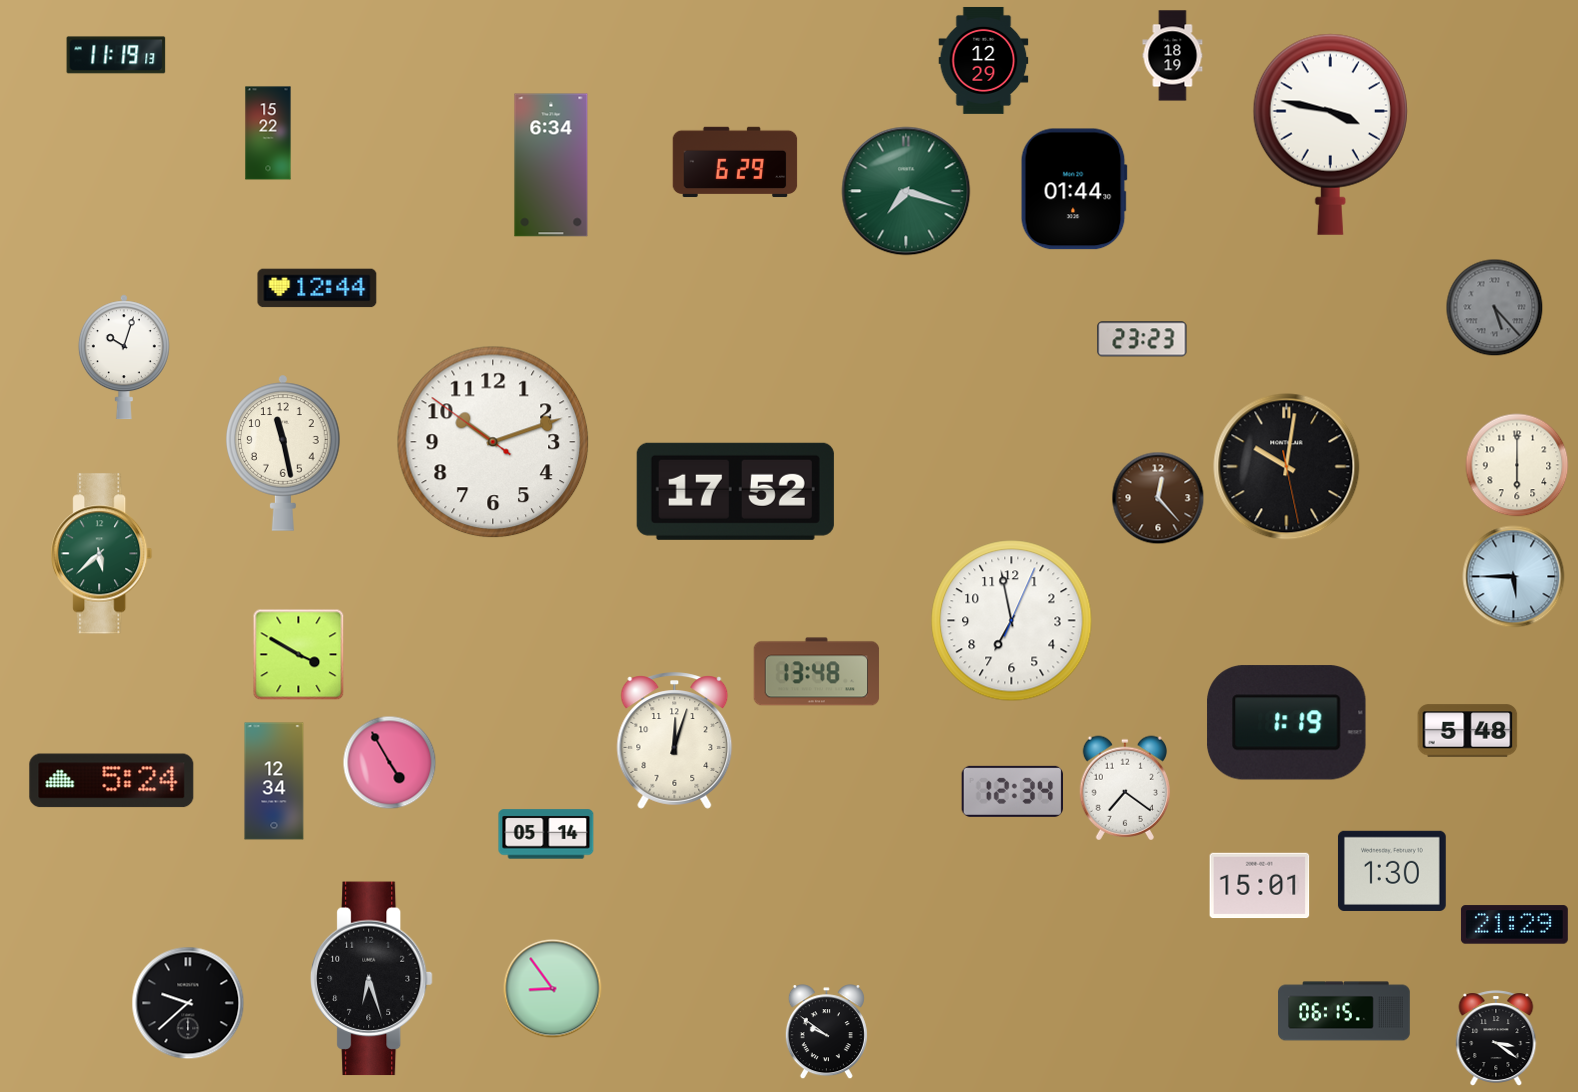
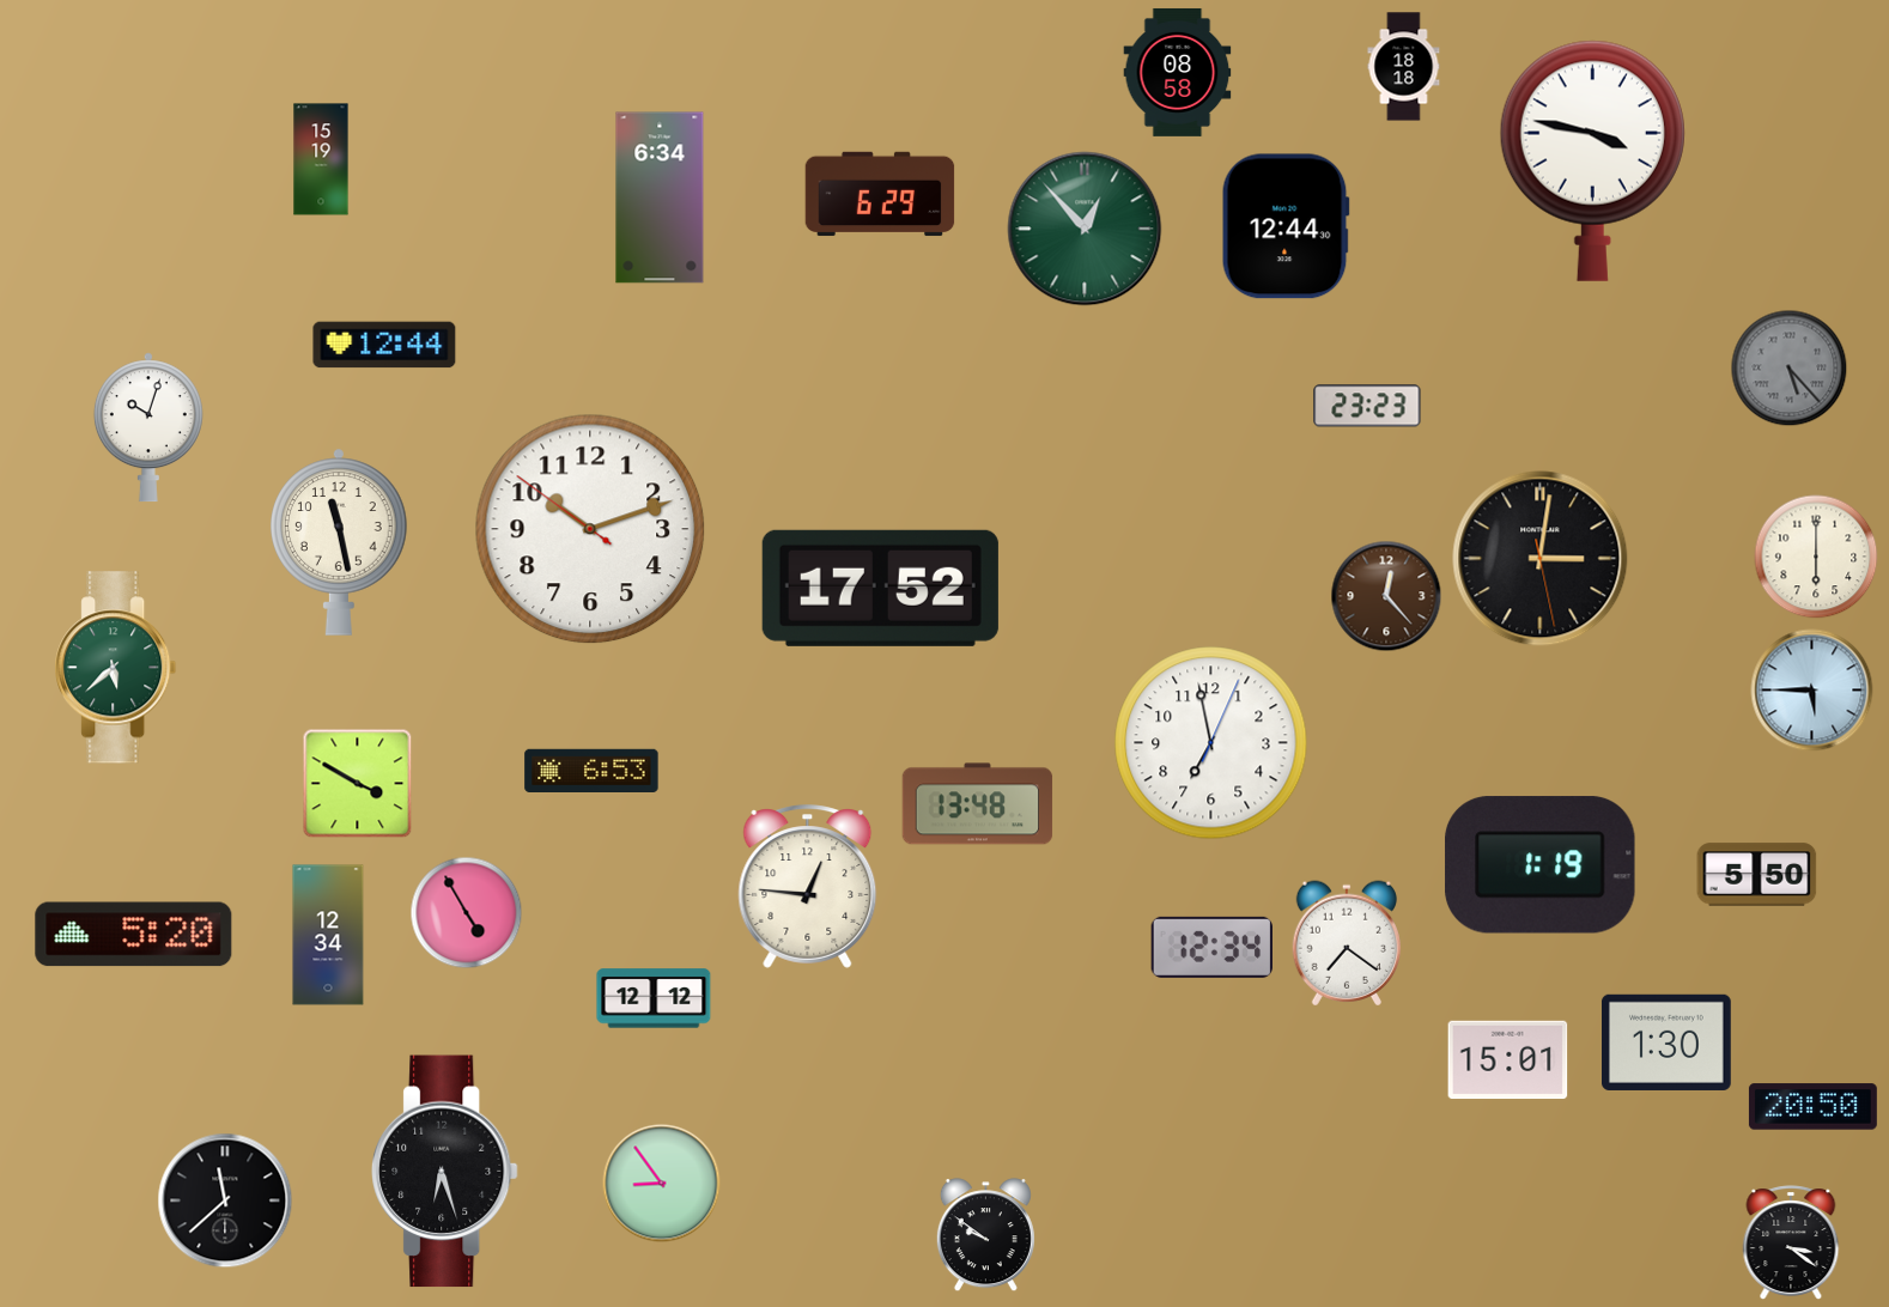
clock at (116, 55): 11:19 -> none
clock at (1173, 56): 18:19 -> 18:18
clock at (984, 60): 12:29 -> 08:58
clock at (268, 133): 15:22 -> 15:19
clock at (1074, 189): 01:44 -> 12:44
clock at (906, 191): 7:18 -> 12:53
clock at (317, 288) position: (317, 288) -> (384, 345)
clock at (1287, 467): 10:01 -> 3:01
clock at (102, 554) position: (102, 554) -> (116, 668)
clock at (591, 770): none -> 6:53
clock at (1468, 731): 5:48 -> 5:50
clock at (675, 741): 12:03 -> 12:46
clock at (112, 781): 5:24 -> 5:20
clock at (546, 834): 05:14 -> 12:12
clock at (1514, 925): 21:29 -> 20:50
clock at (188, 1003): 9:38 -> 11:38
clock at (1344, 1011): 06:15 -> none
clock at (826, 1032) position: (826, 1032) -> (985, 1235)
